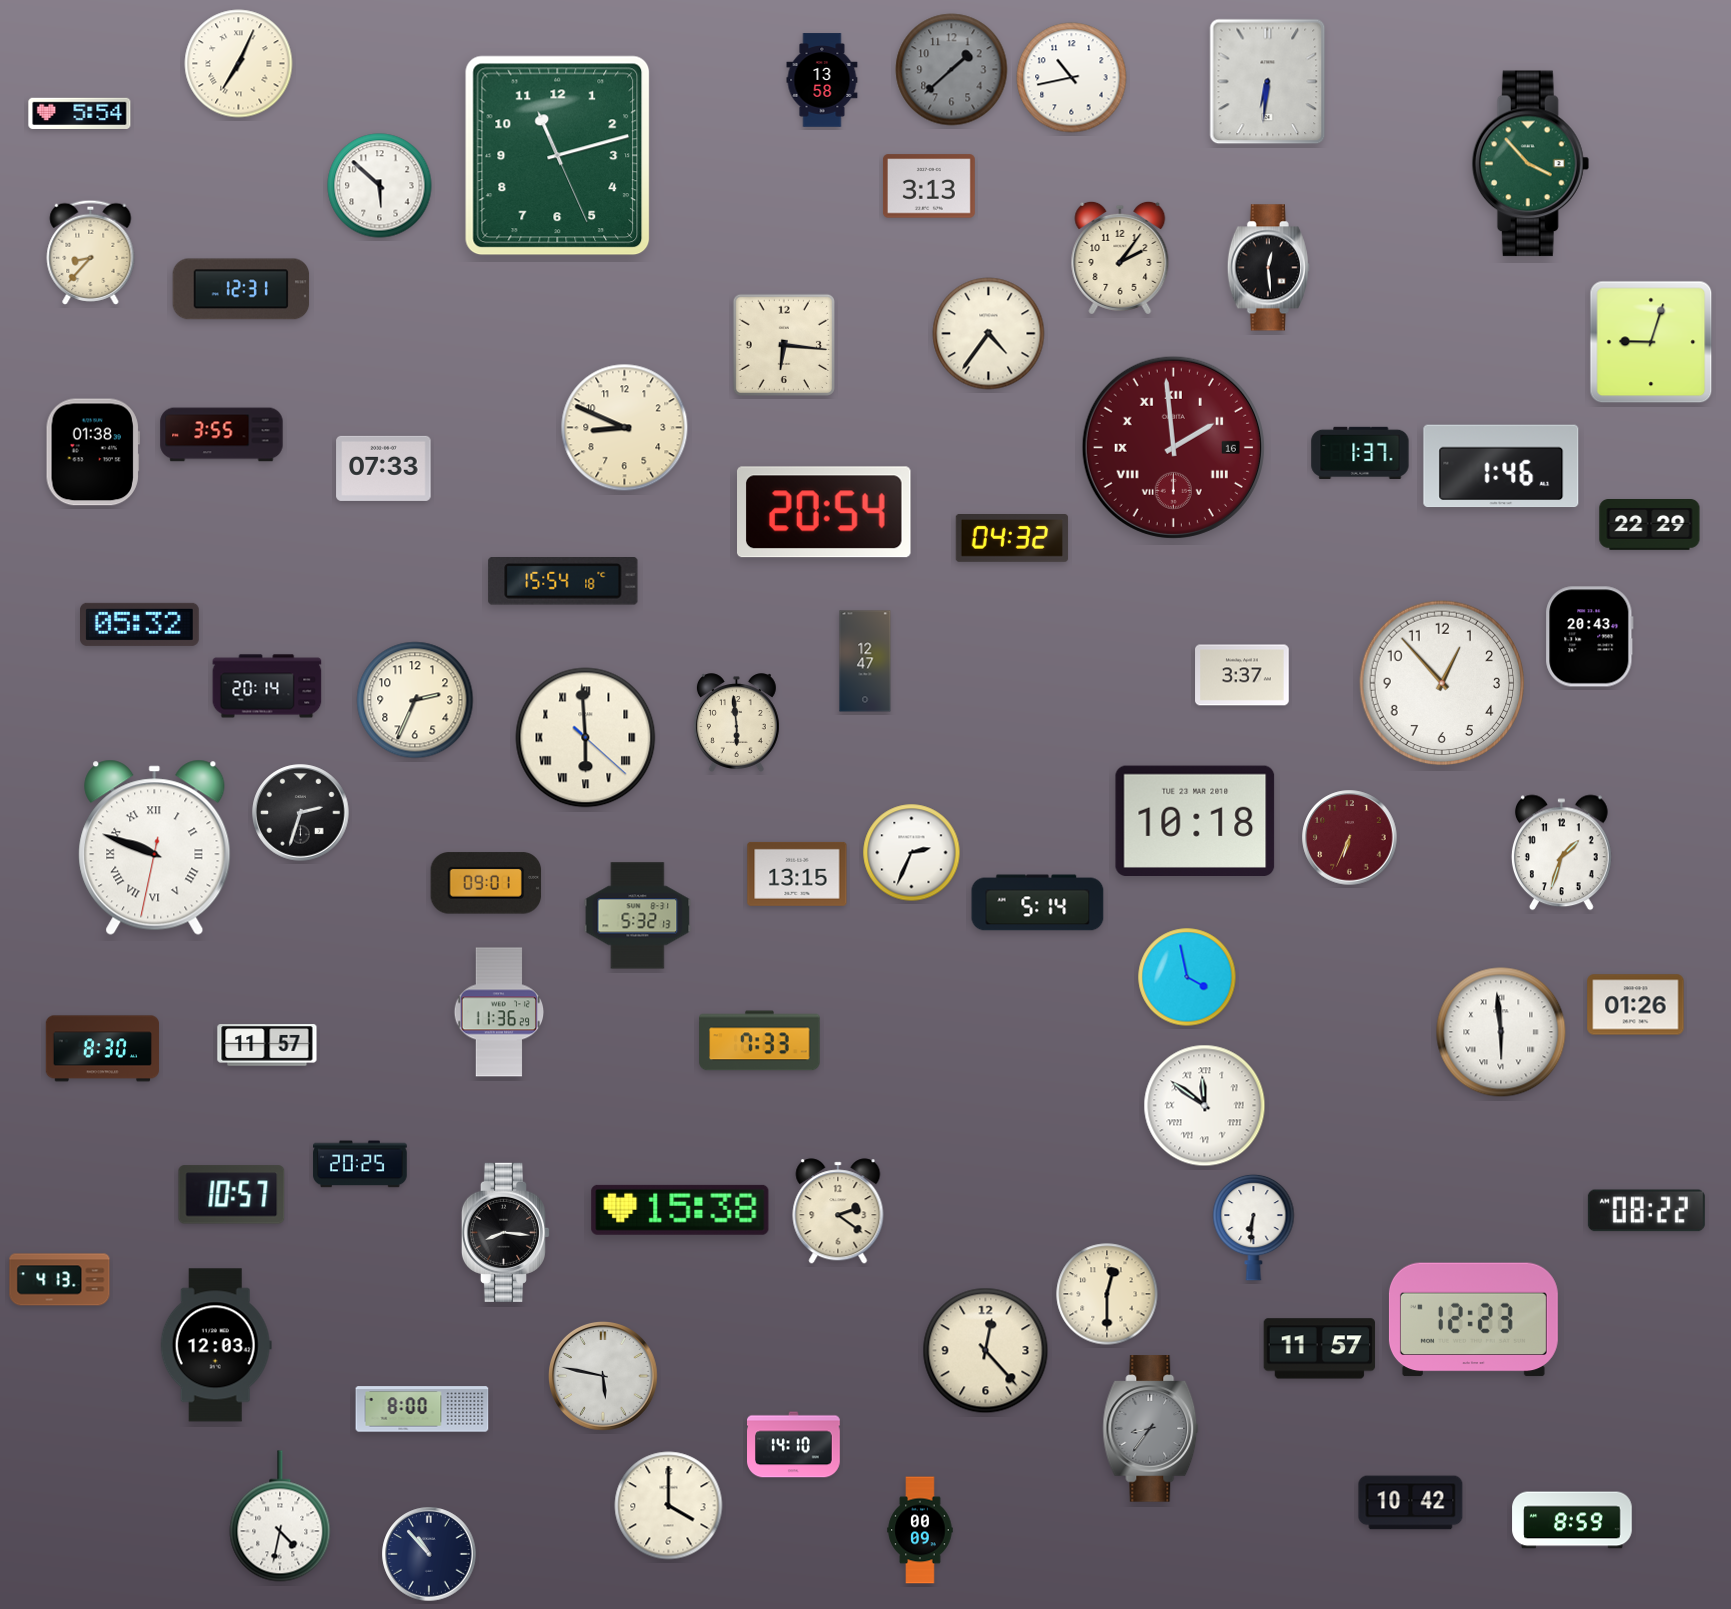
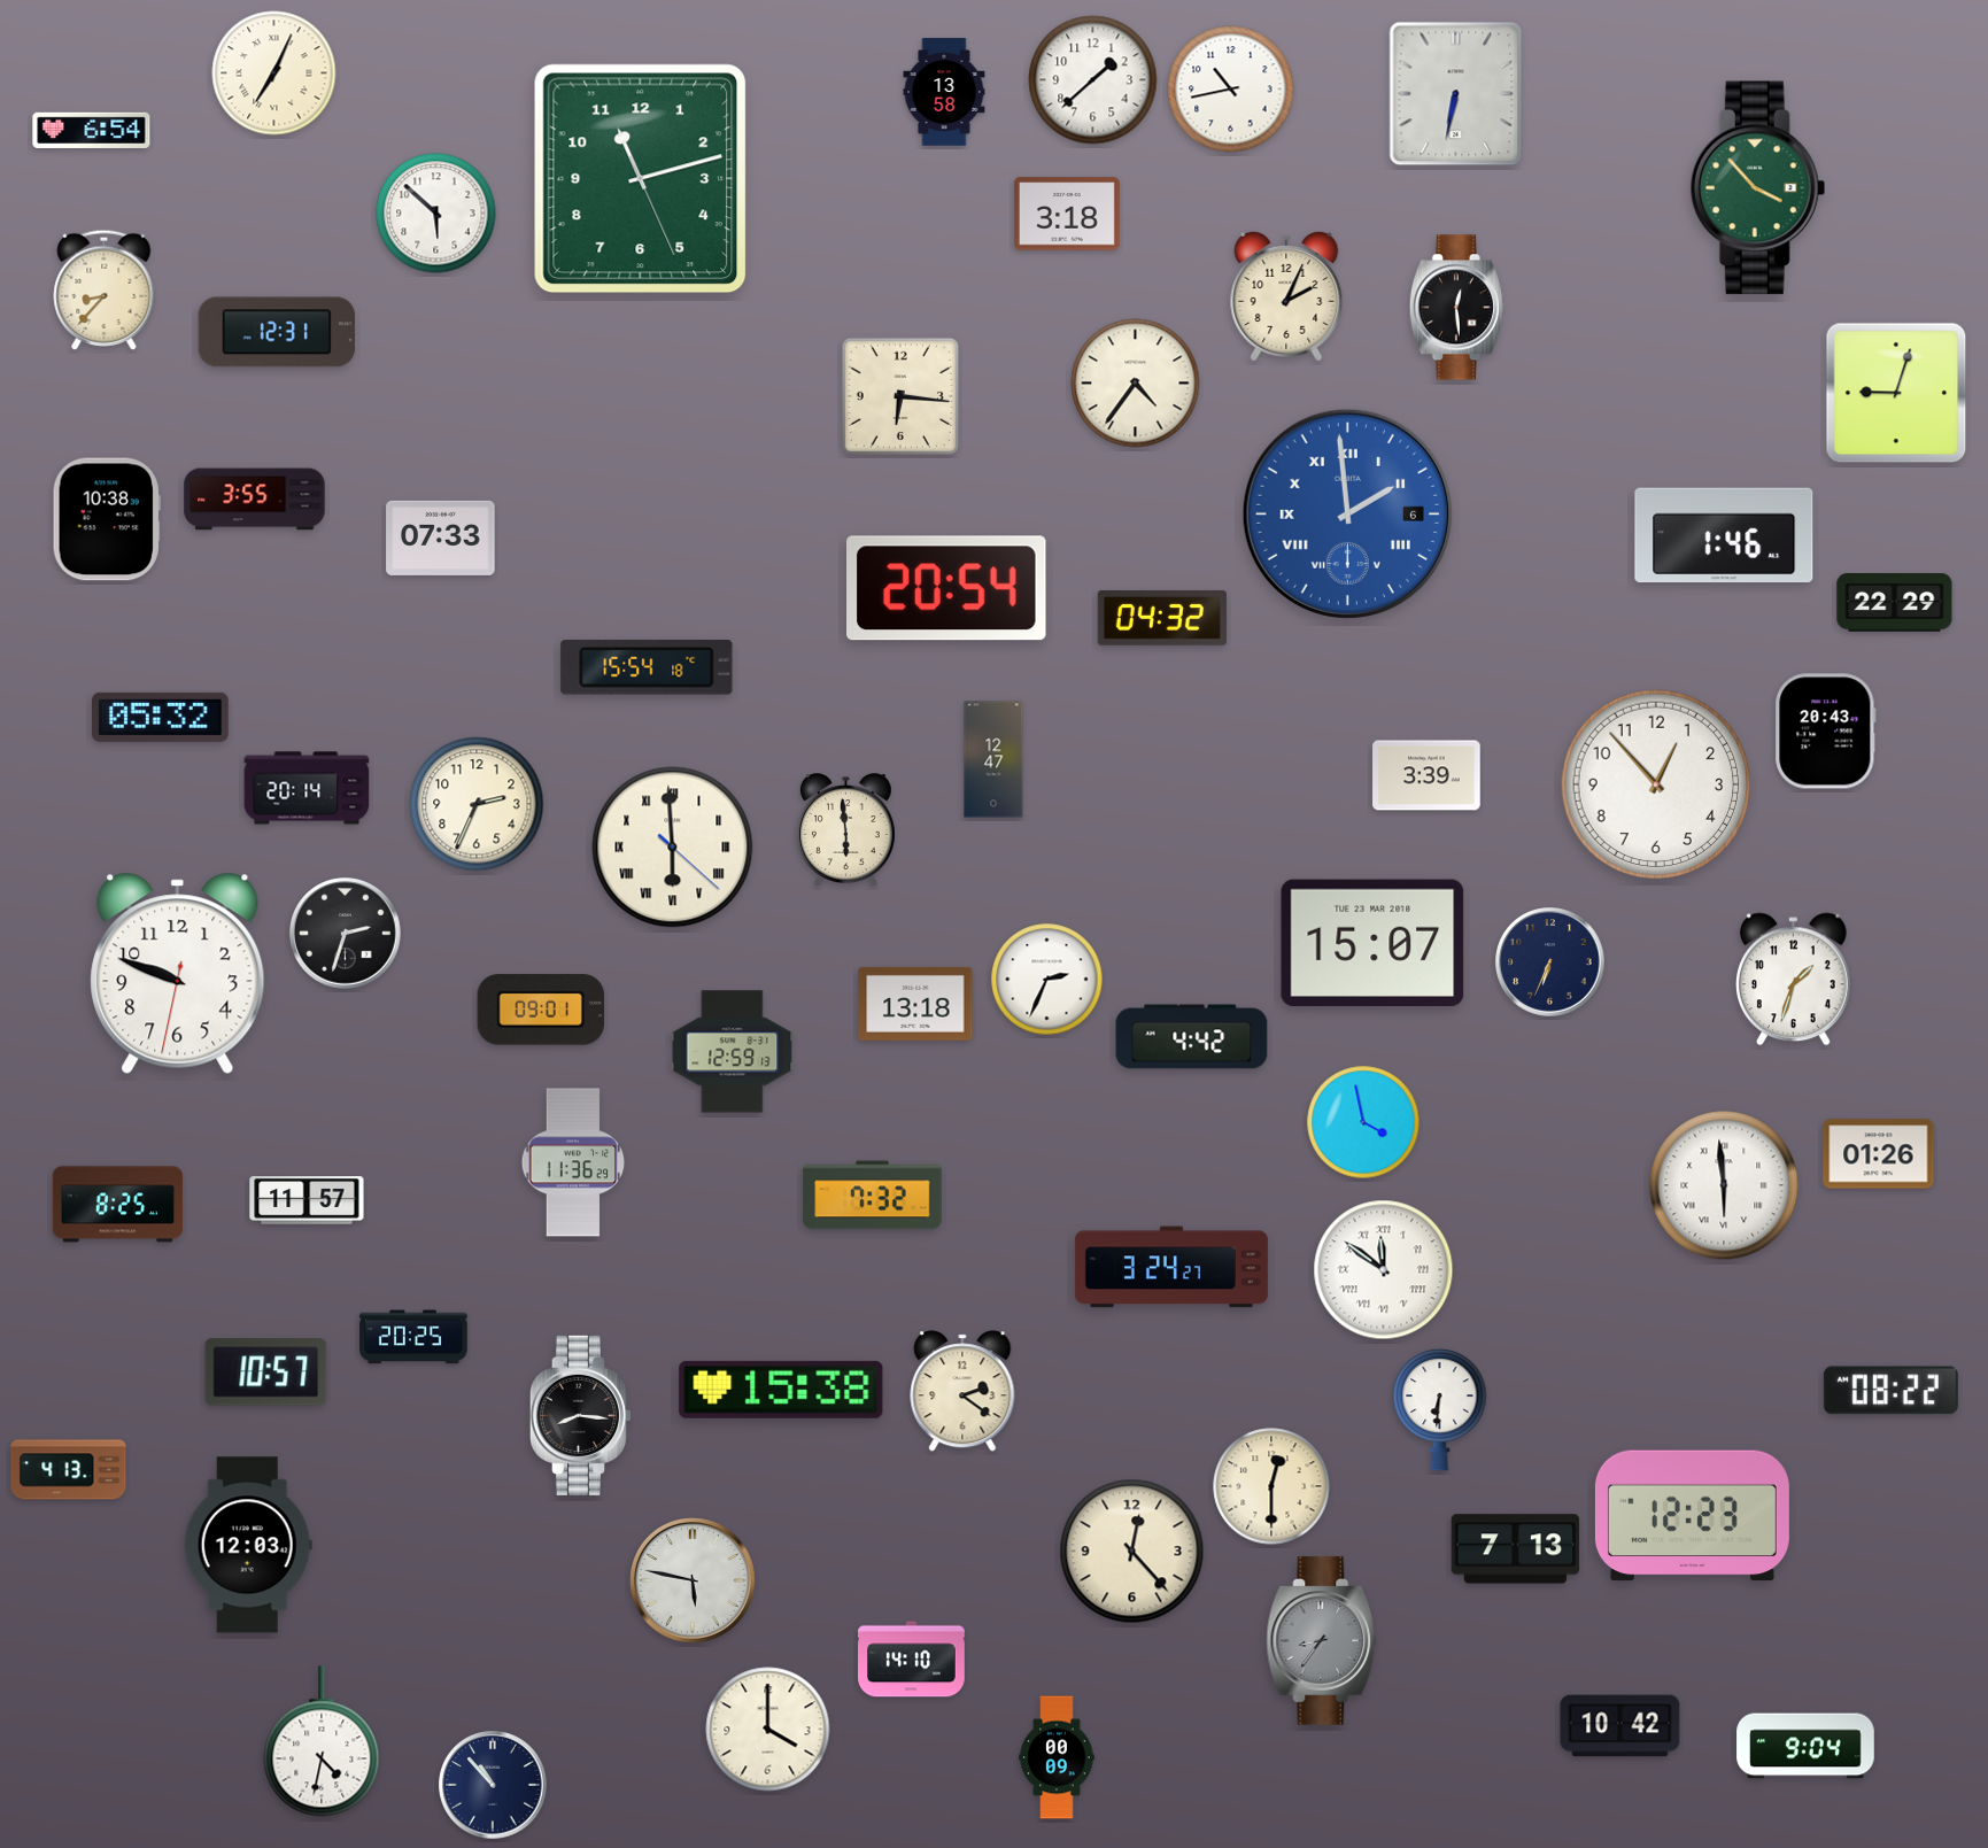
clock at (952, 70) dial: grey -> white
clock at (1268, 82): 6:31 -> 6:32
clock at (80, 113): 5:54 -> 6:54
clock at (929, 186): 3:13 -> 3:18
clock at (1120, 258): 2:06 -> 2:04
clock at (625, 428): 8:49 -> none
clock at (1173, 447) date: 16 -> 6
clock at (1173, 447) dial: burgundy -> blue
clock at (93, 452): 01:38 -> 10:38
clock at (1360, 453): 1:37 -> none
clock at (1242, 675): 3:37 -> 3:39
clock at (1195, 820): 10:18 -> 15:07
clock at (1350, 838) dial: burgundy -> navy
clock at (155, 847) numerals: Roman -> Arabic
clock at (797, 874): 13:15 -> 13:18
clock at (486, 883) position: (486, 883) -> (541, 1010)
clock at (1038, 903): 5:14 -> 4:42
clock at (638, 916): 5:32 -> 12:59
clock at (760, 1041): 7:33 -> 7:32
clock at (102, 1049): 8:30 -> 8:25
clock at (1171, 1267): none -> 3:24
clock at (1320, 1349): 11:57 -> 7:13
clock at (422, 1409): 8:00 -> none
clock at (1572, 1520): 8:59 -> 9:04
